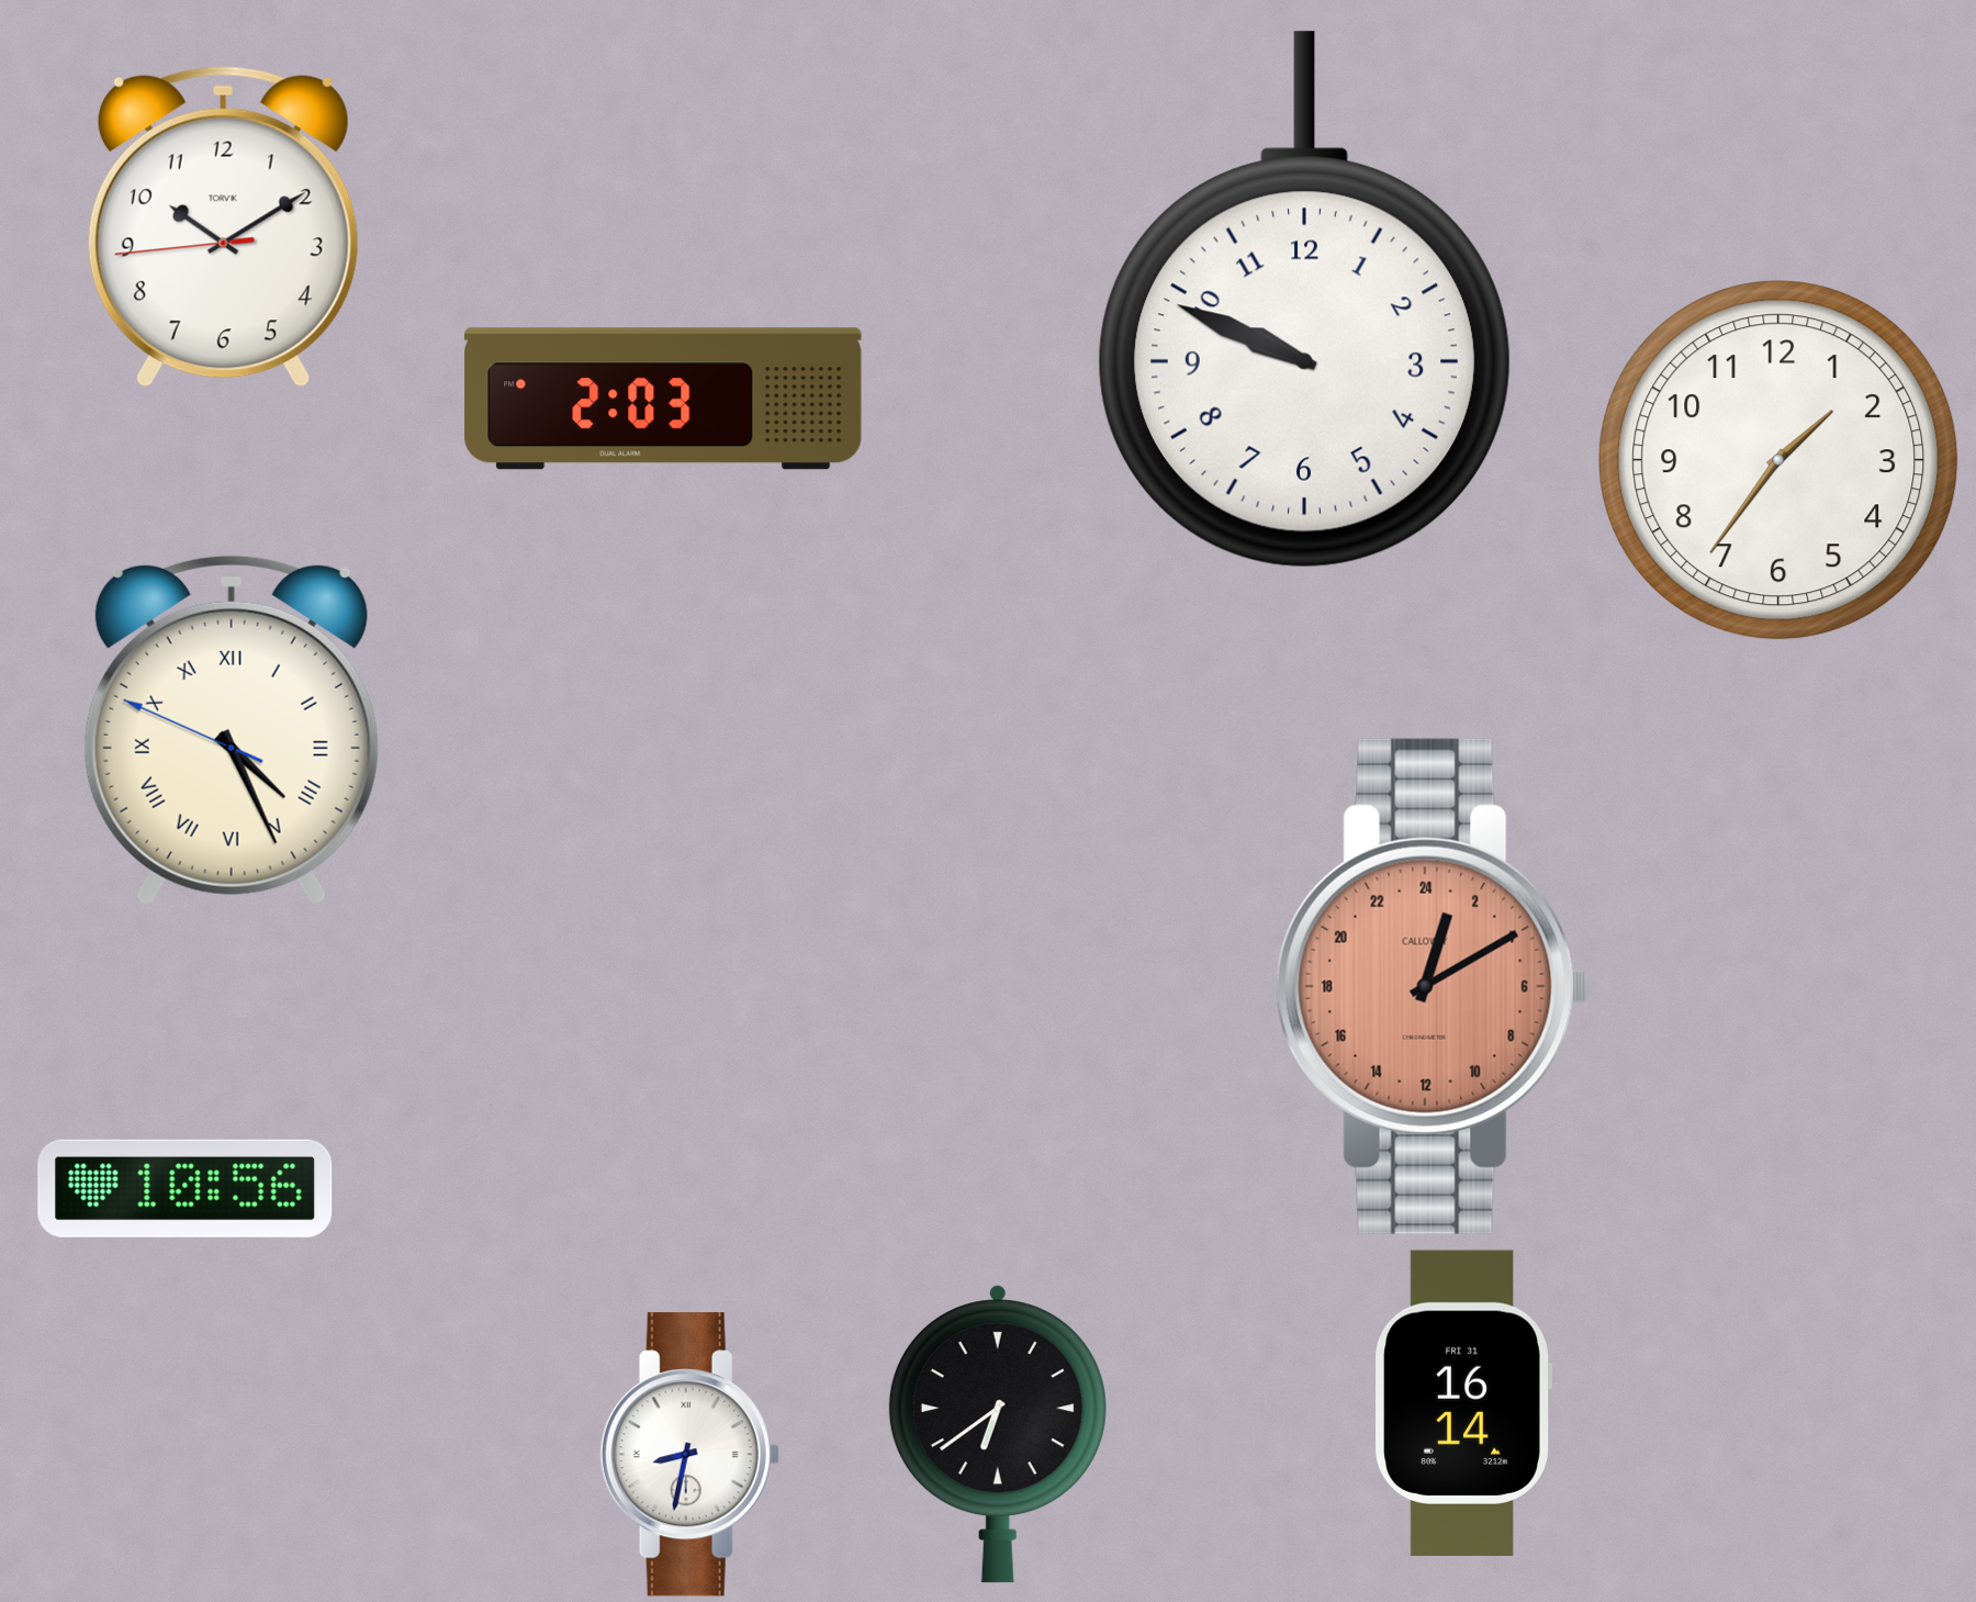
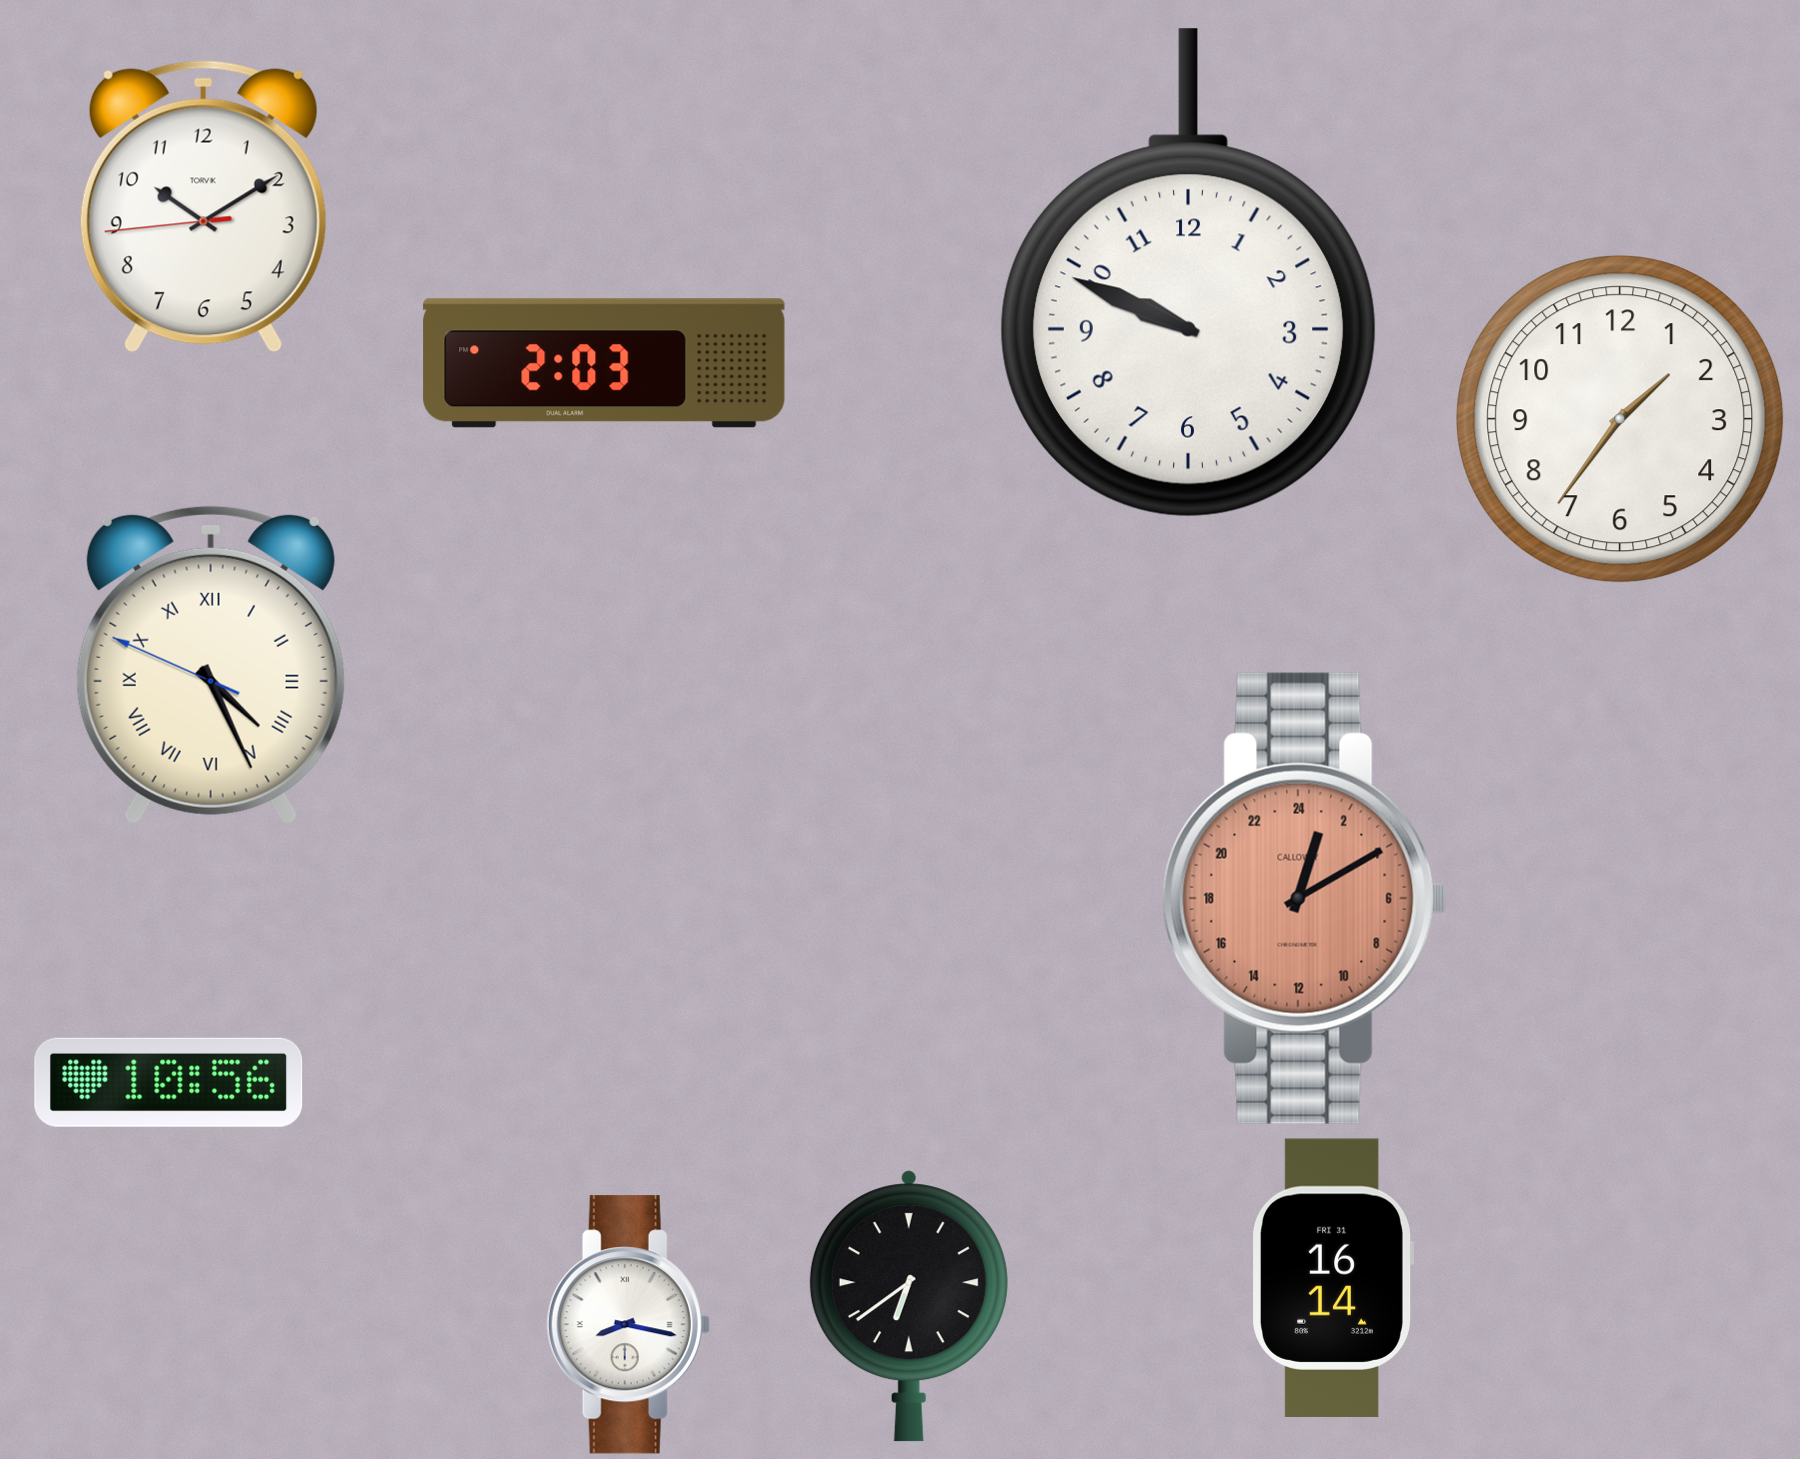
clock at (689, 1455): 8:32 -> 8:17
